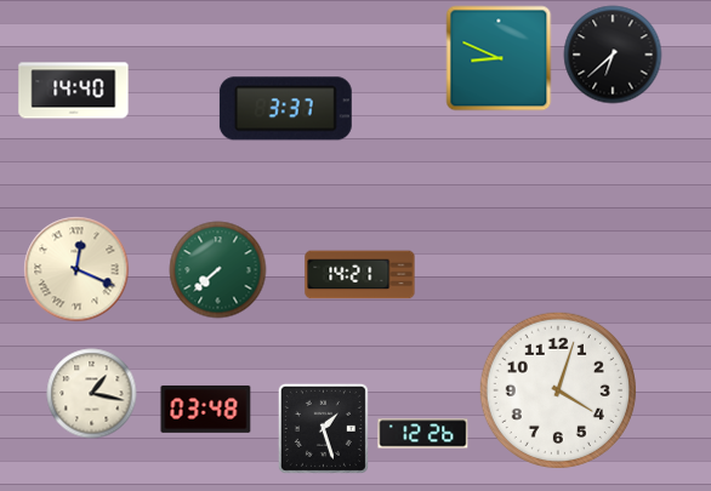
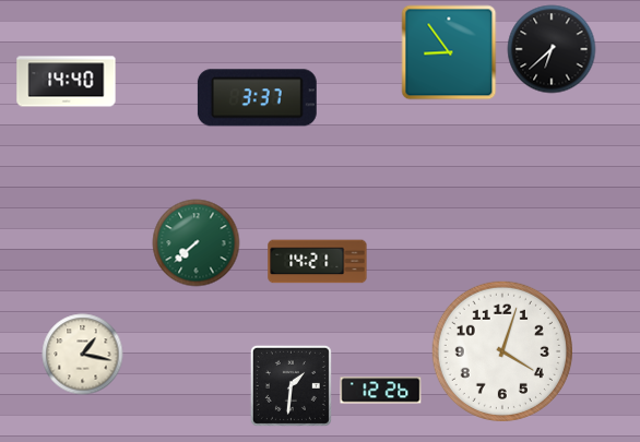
clock at (499, 58): 8:49 -> 8:54
clock at (76, 269): 12:19 -> none
clock at (360, 275) position: (360, 275) -> (318, 262)
clock at (206, 409): 03:48 -> none
clock at (323, 428): 1:27 -> 1:31
